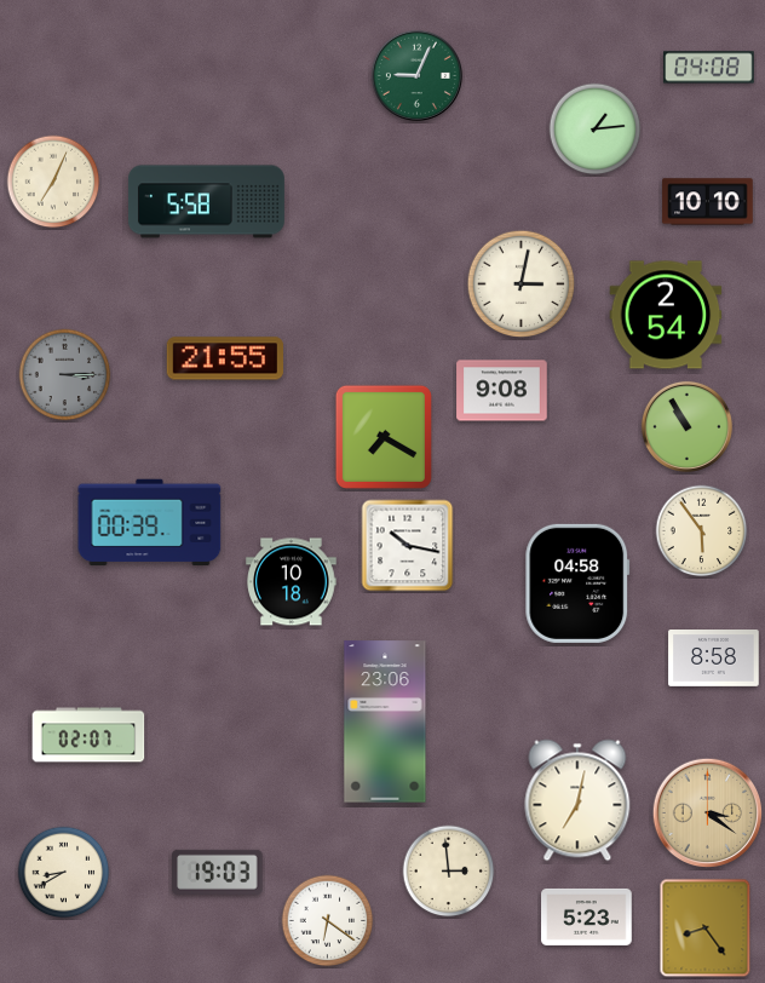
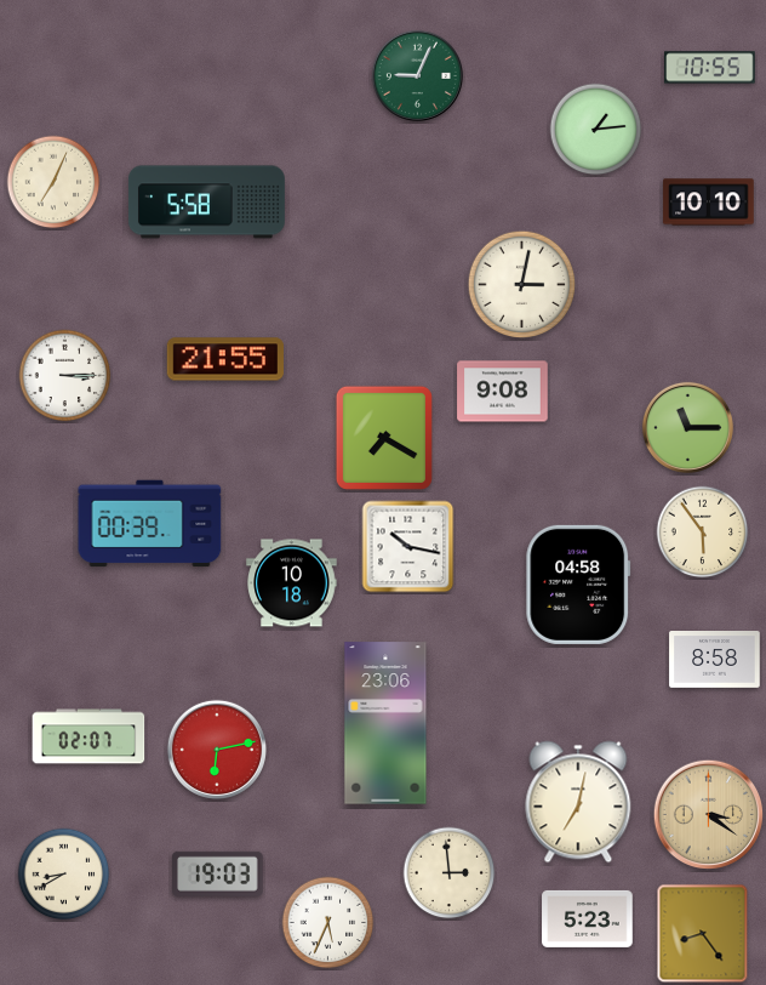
clock at (709, 68): 04:08 -> 10:55
clock at (666, 315): 2:54 -> none
clock at (65, 375) dial: grey -> white
clock at (686, 426): 10:55 -> 11:15
clock at (217, 750): none -> 6:13
clock at (328, 921): 6:21 -> 5:34
clock at (706, 929) position: (706, 929) -> (703, 934)
